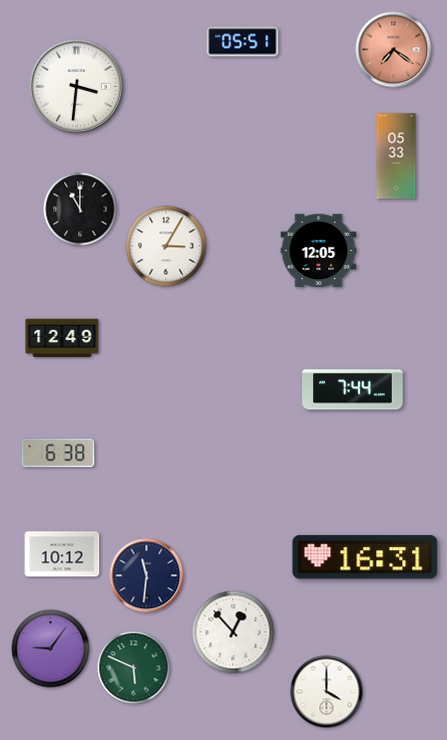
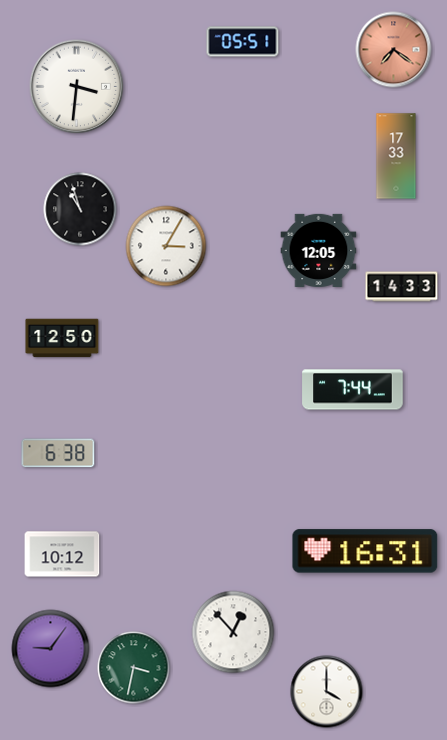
clock at (396, 156): 05:33 -> 17:33
clock at (80, 209): 11:00 -> 10:57
clock at (402, 287): none -> 14:33
clock at (62, 338): 12:49 -> 12:50
clock at (365, 557) position: (365, 557) -> (365, 551)
clock at (147, 576): 11:31 -> none
clock at (134, 668): 5:49 -> 3:32
